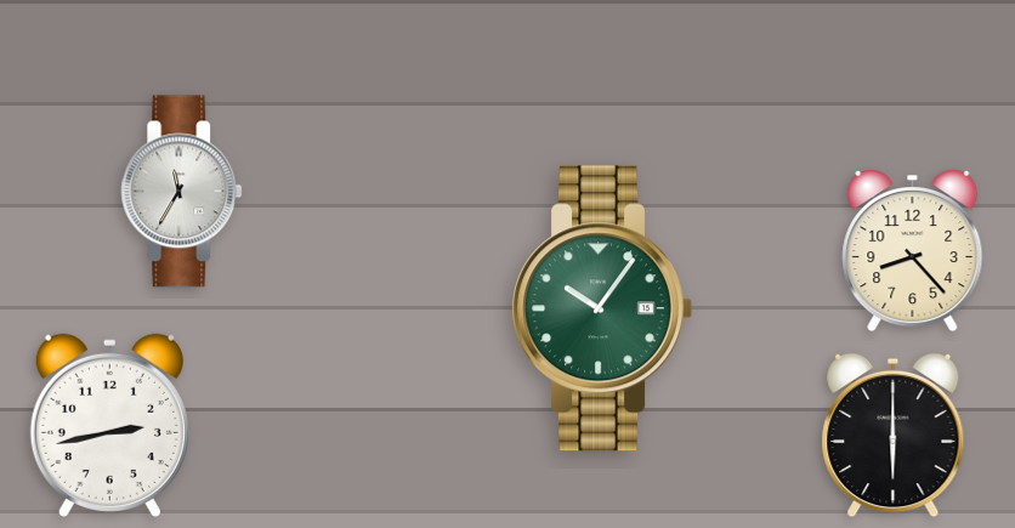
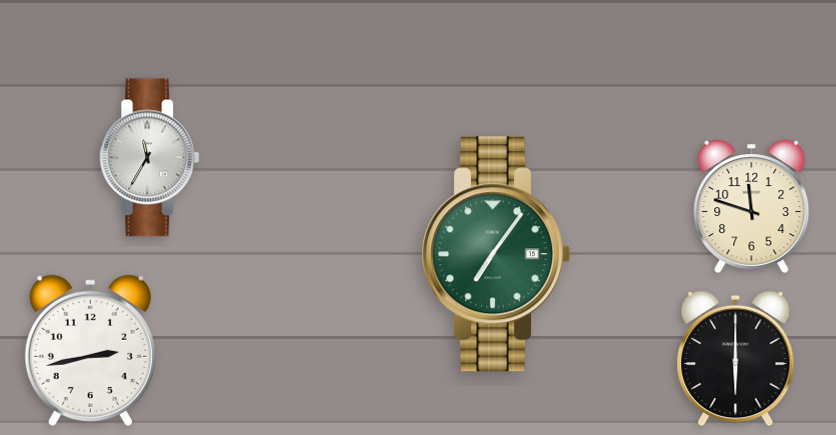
clock at (913, 251): 8:23 -> 11:48
clock at (602, 308): 10:06 -> 7:06
